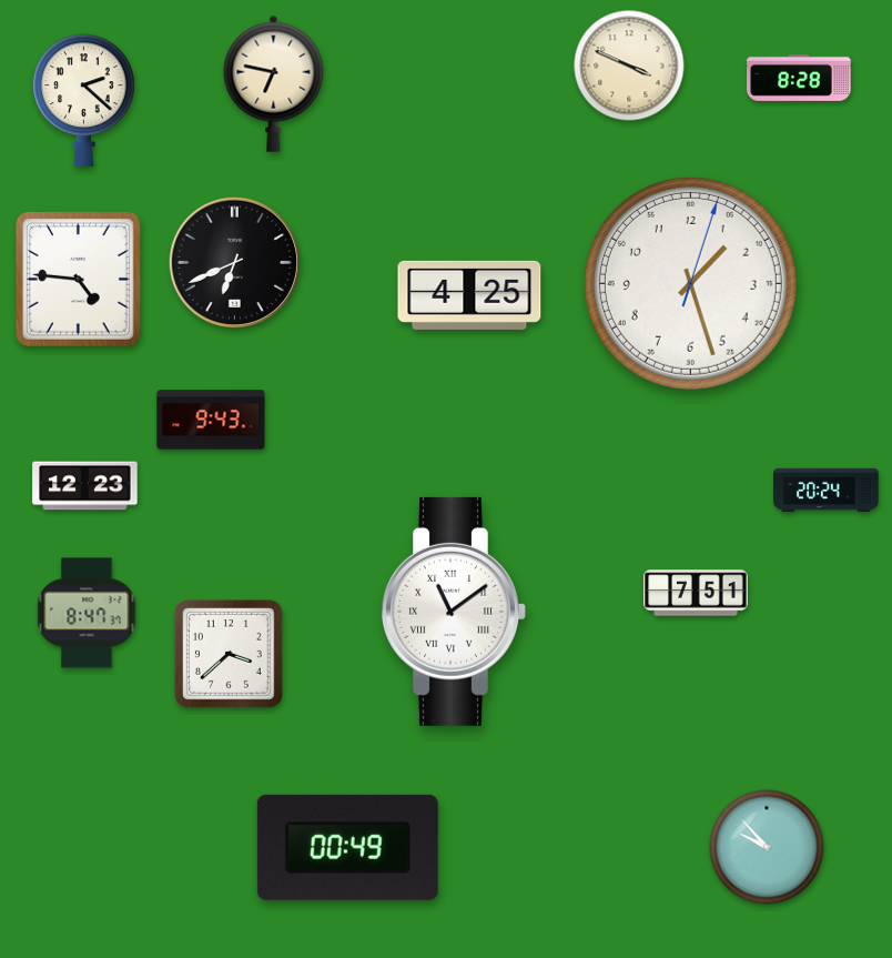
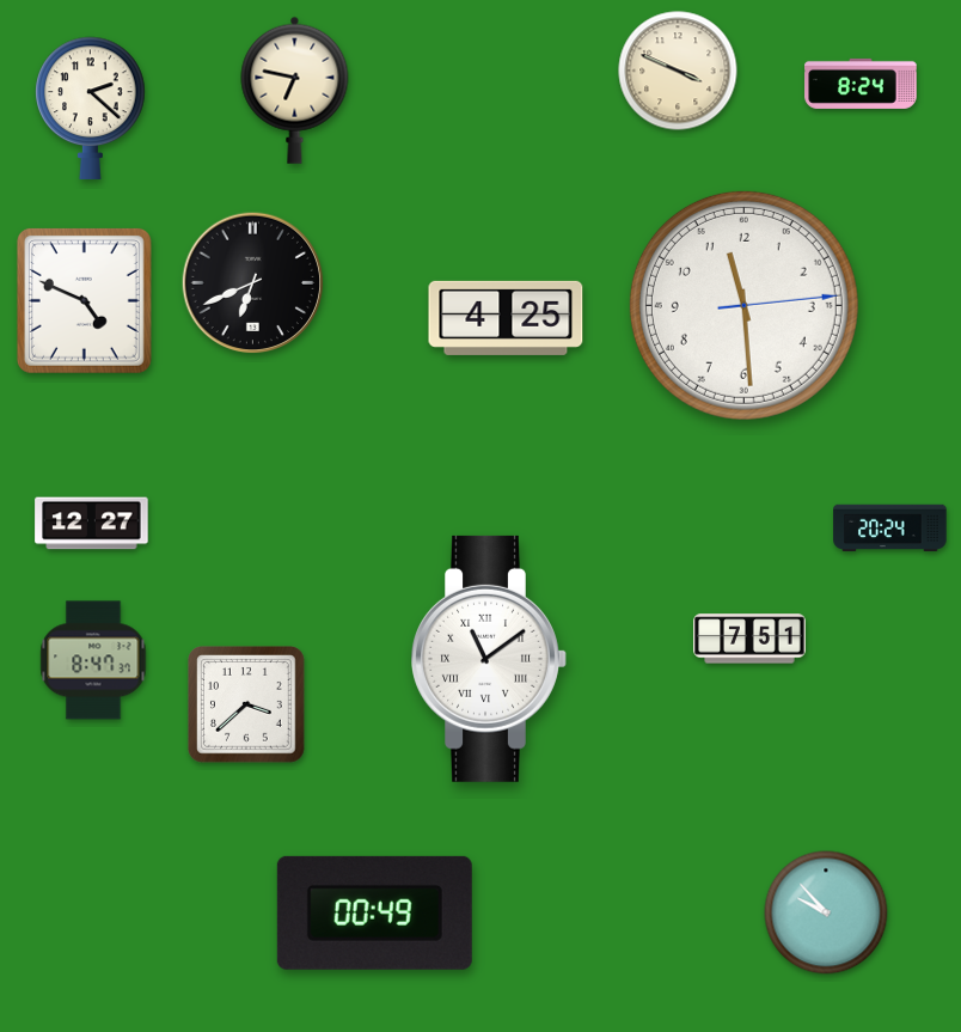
clock at (799, 78): 8:28 -> 8:24
clock at (78, 279): 4:46 -> 4:49
clock at (690, 283): 1:27 -> 11:29
clock at (211, 420): 9:43 -> none
clock at (85, 486): 12:23 -> 12:27
